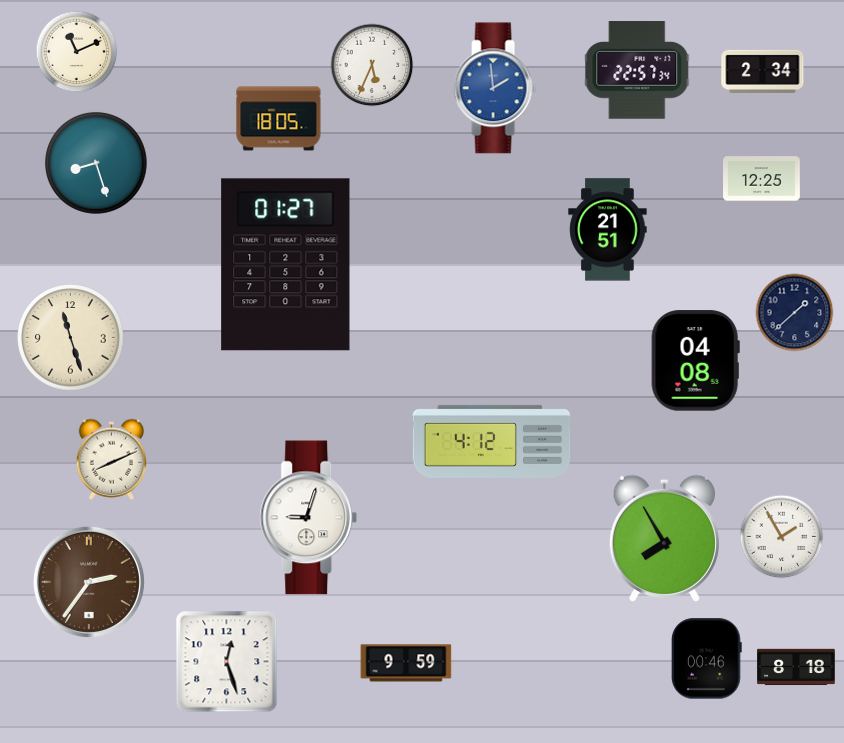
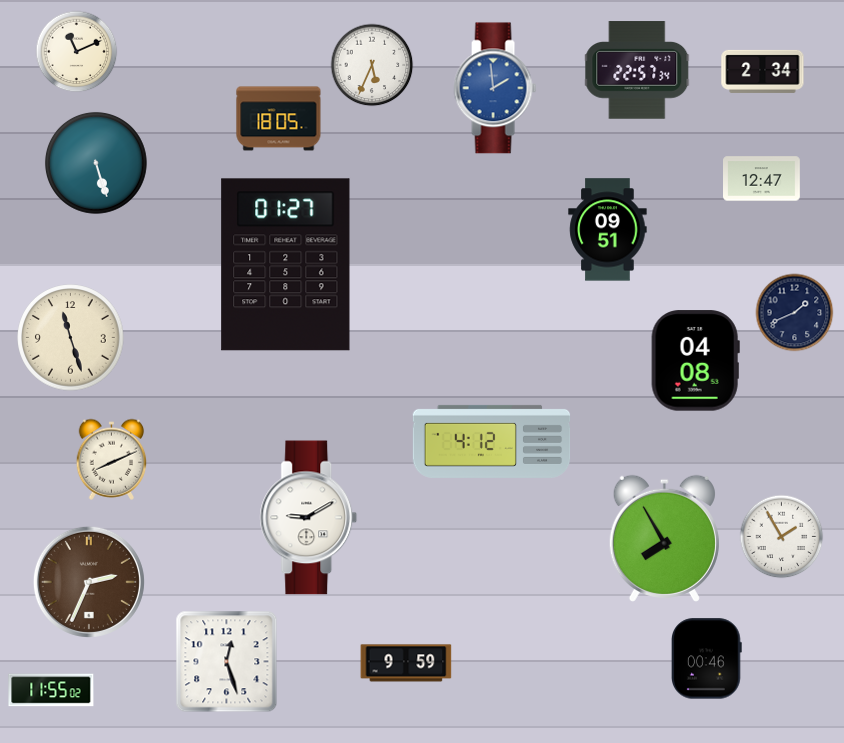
clock at (96, 163): 8:27 -> 5:27
clock at (762, 179): 12:25 -> 12:47
clock at (608, 230): 21:51 -> 09:51
clock at (795, 313): 1:38 -> 1:41
clock at (309, 518): 9:03 -> 9:10
clock at (89, 582): 2:36 -> 2:34
clock at (796, 667): 8:18 -> none
clock at (51, 690): none -> 11:55
